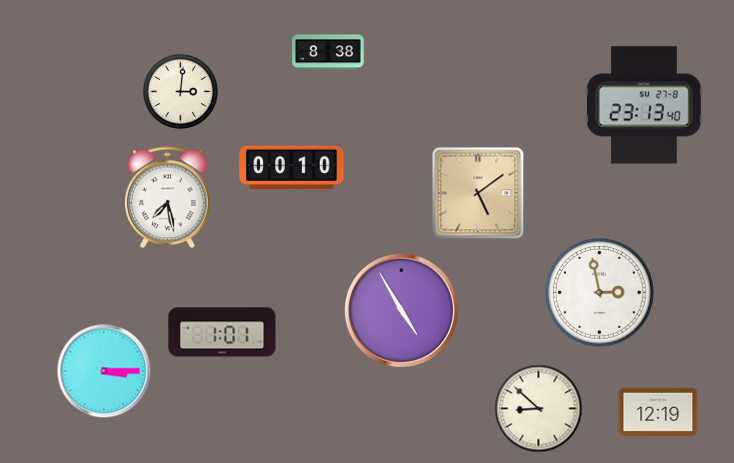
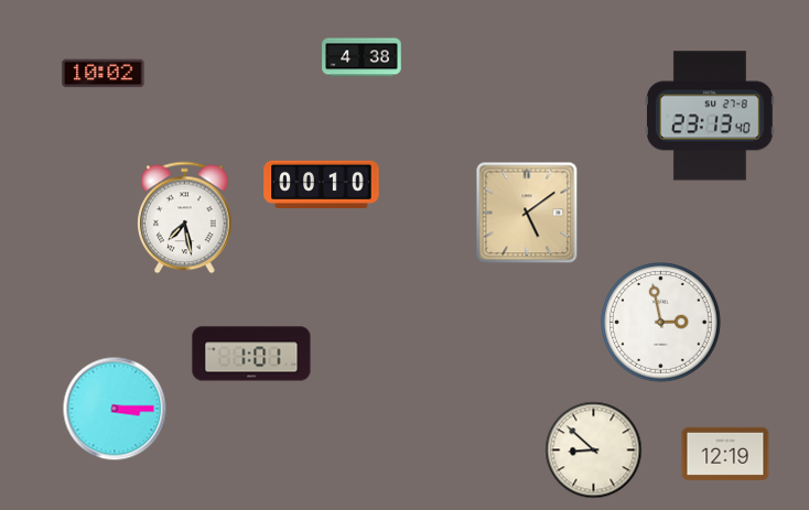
clock at (328, 52): 8:38 -> 4:38
clock at (104, 74): none -> 10:02
clock at (180, 91): 3:01 -> none
clock at (401, 310): 4:55 -> none
clock at (222, 332) position: (222, 332) -> (251, 354)
